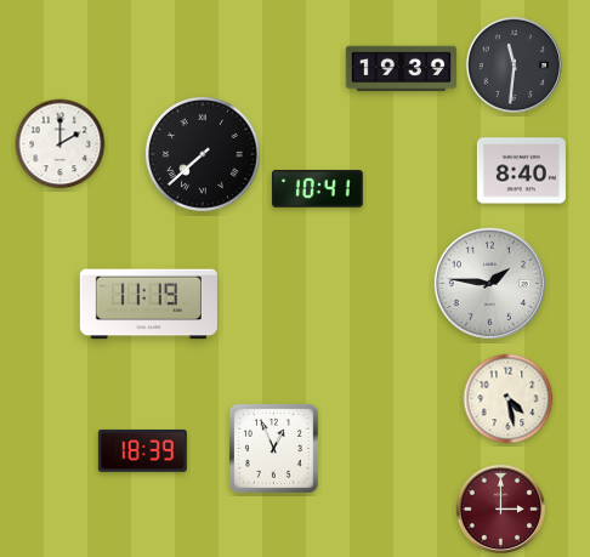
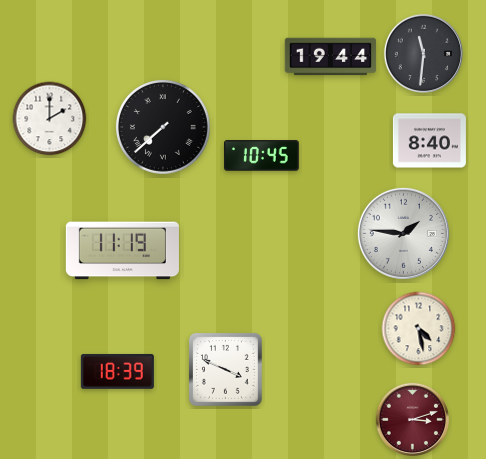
clock at (402, 69): 19:39 -> 19:44
clock at (203, 154) position: (203, 154) -> (163, 127)
clock at (318, 189): 10:41 -> 10:45
clock at (273, 448): 12:56 -> 3:49
clock at (500, 508): 3:00 -> 3:12
